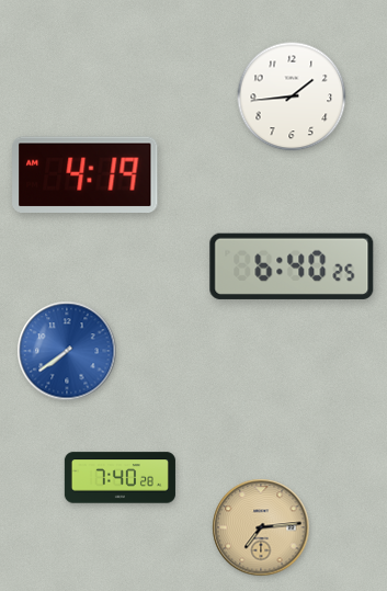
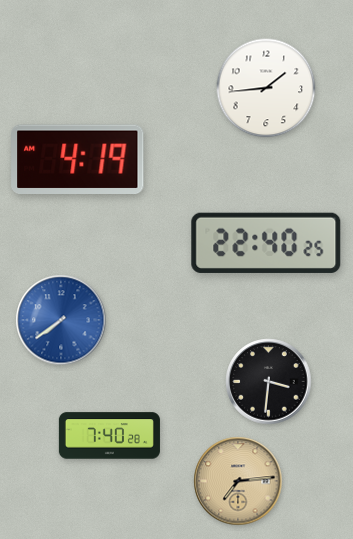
clock at (292, 266): 6:40 -> 22:40
clock at (269, 382): none -> 3:31
